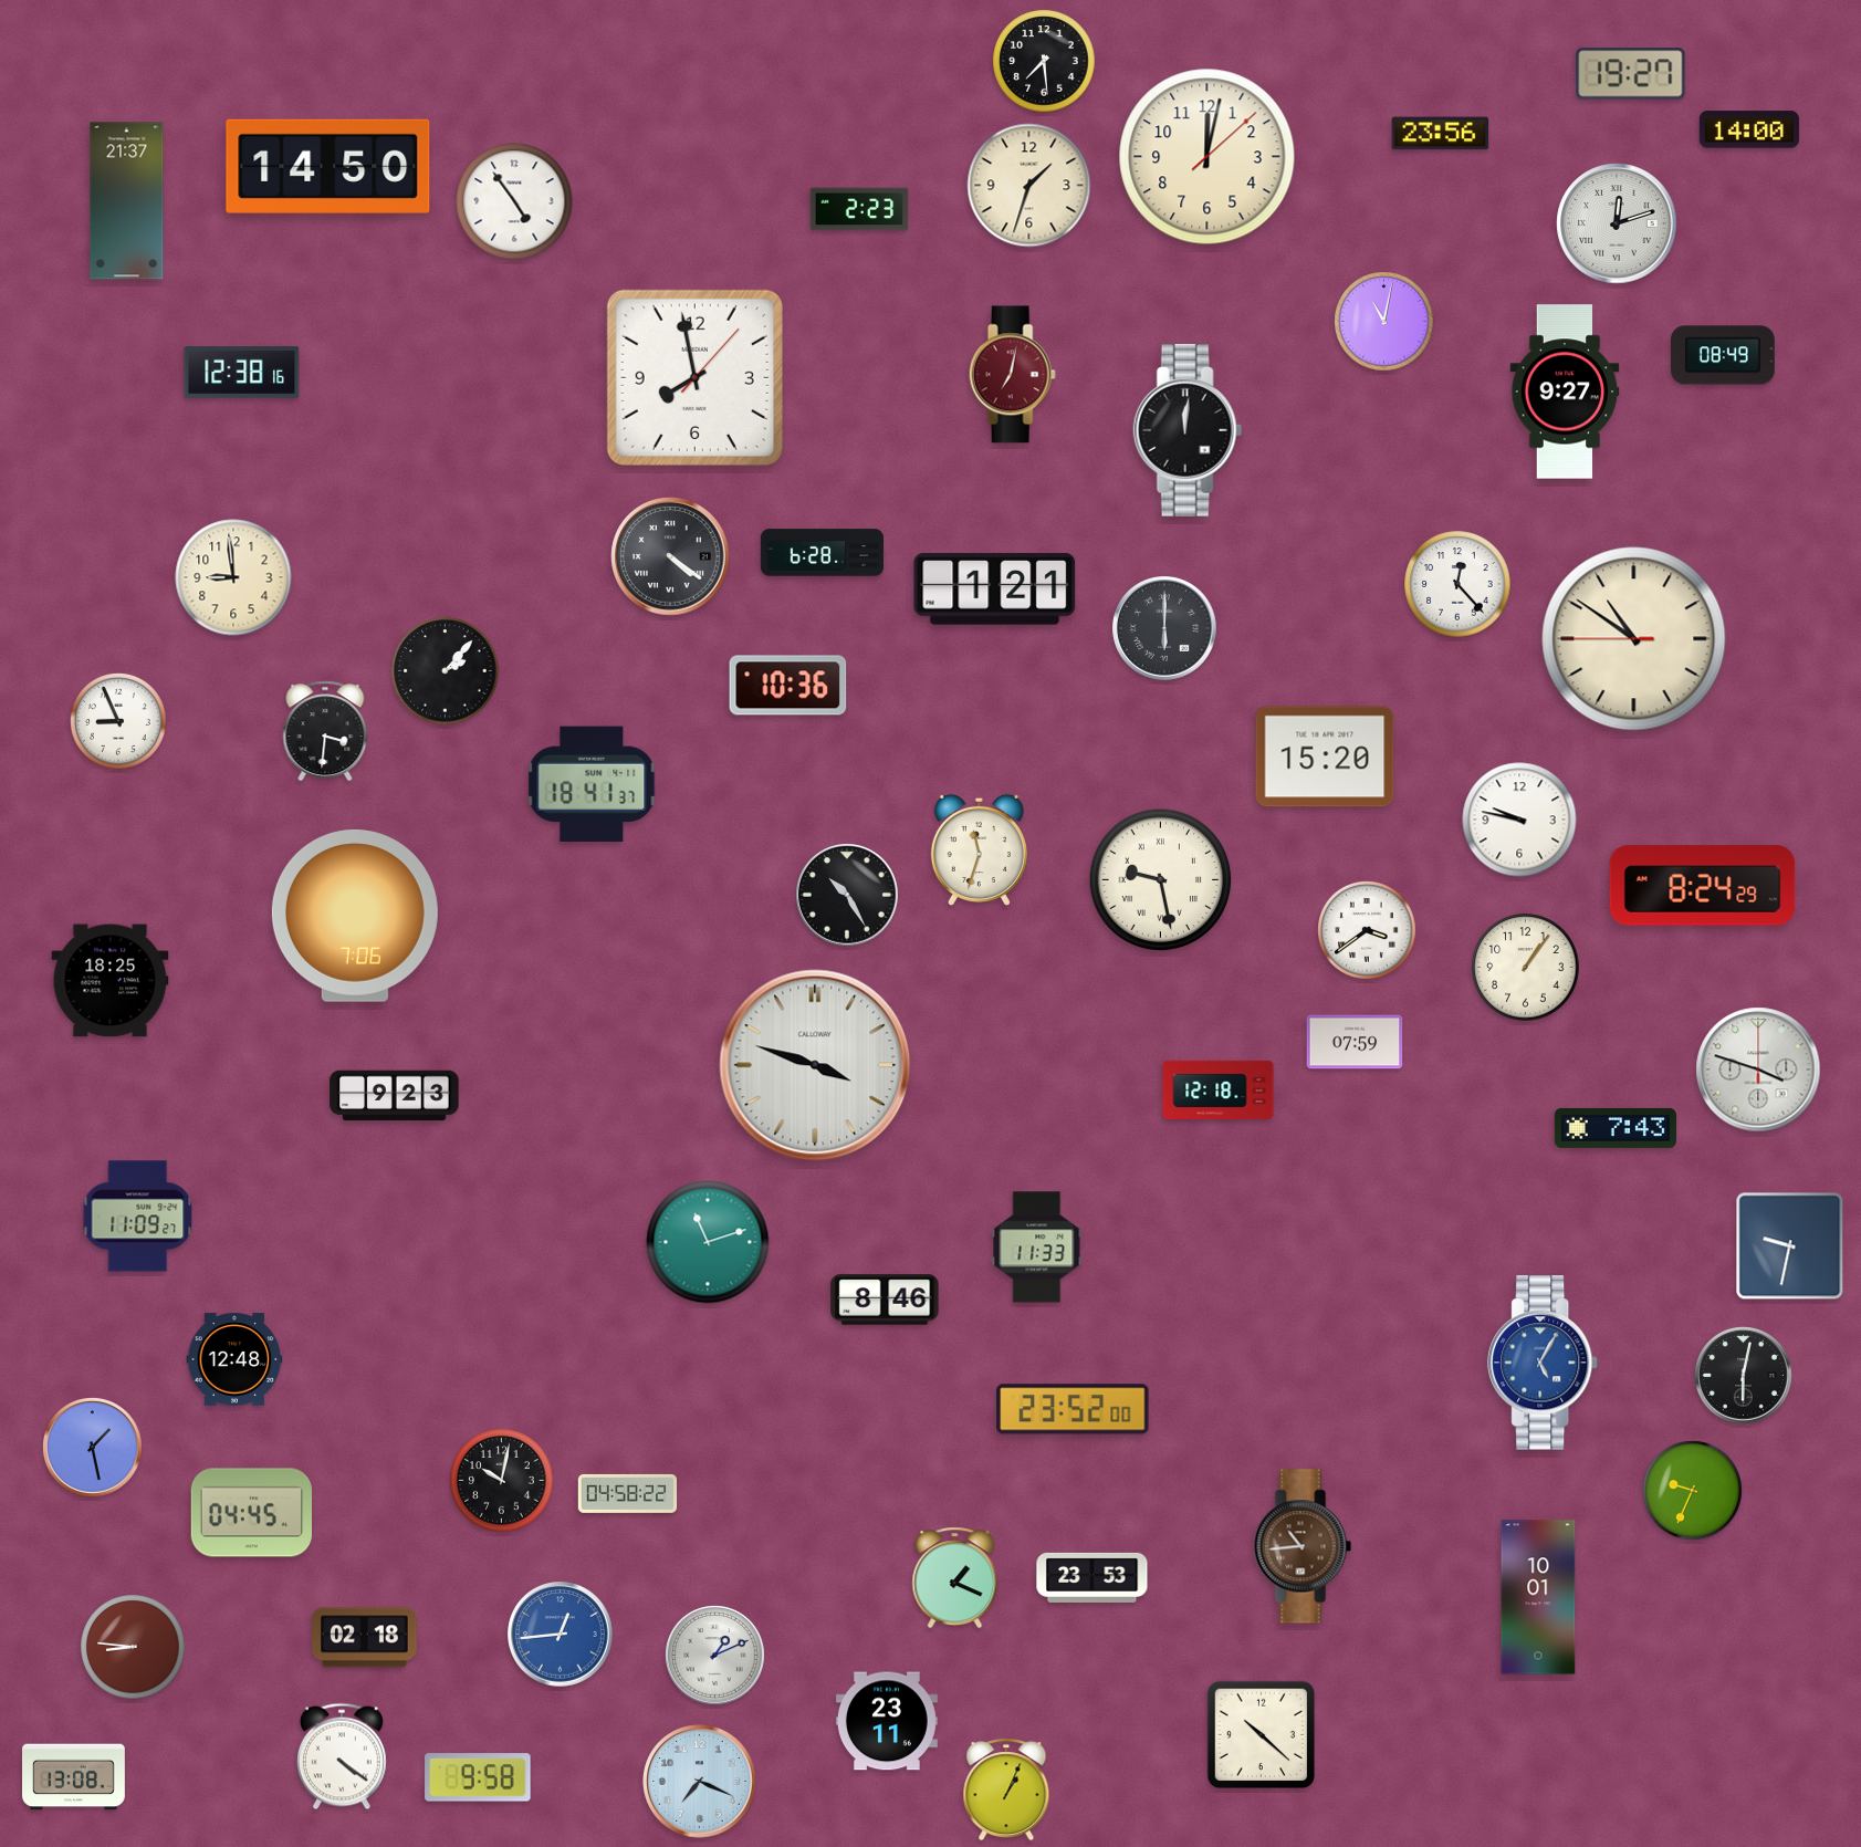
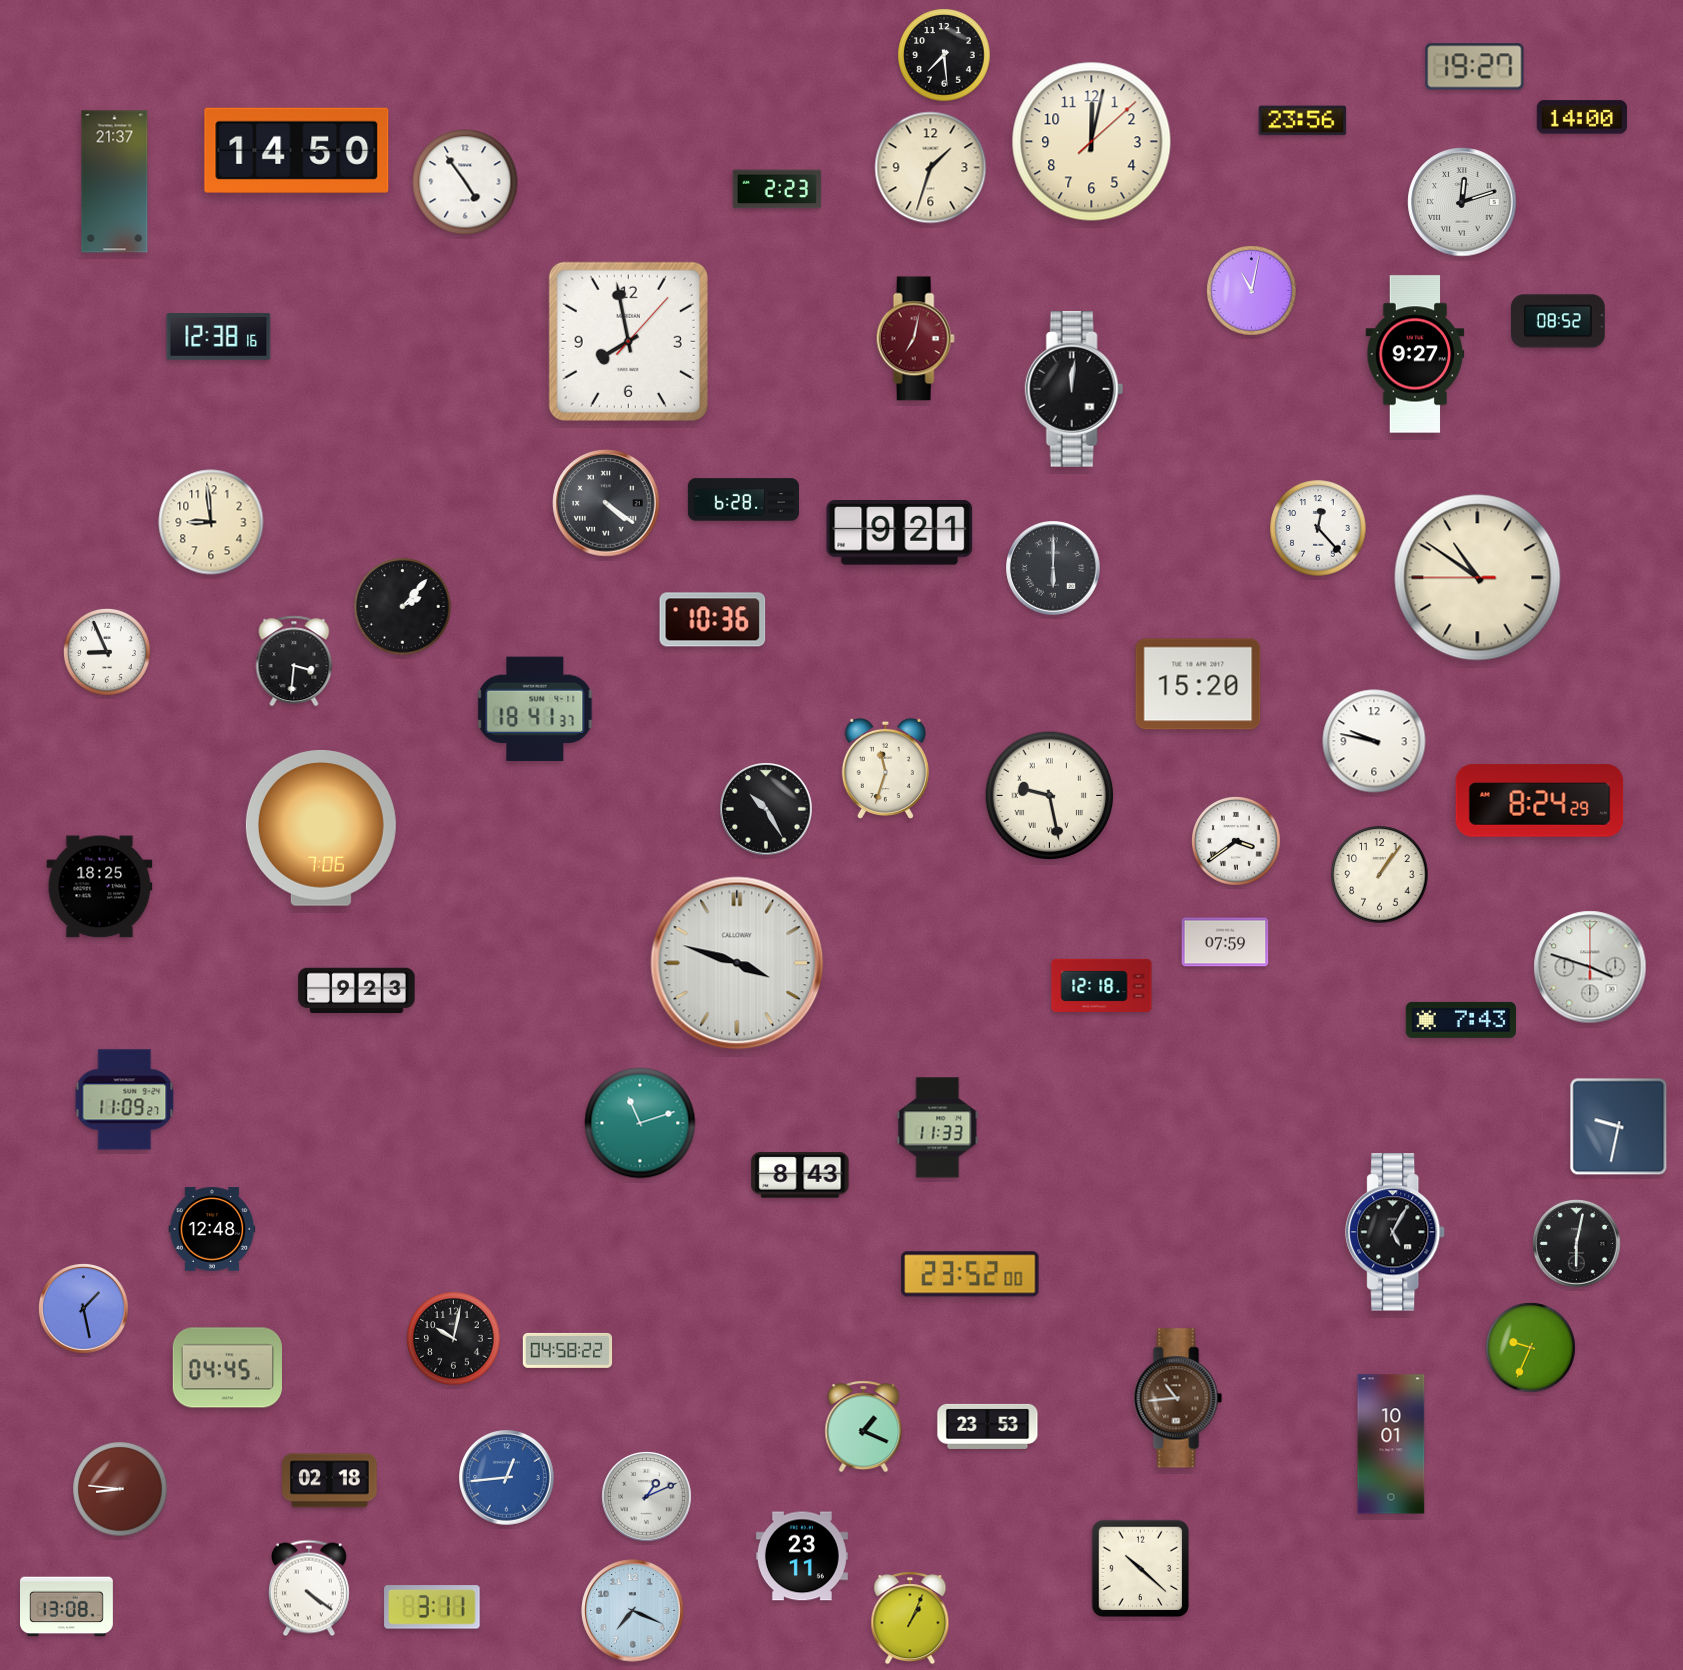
clock at (1724, 355): 08:49 -> 08:52
clock at (995, 589): 1:21 -> 9:21
clock at (885, 1300): 8:46 -> 8:43
clock at (1544, 1363) dial: blue -> black
clock at (478, 1777): 9:58 -> 3:11
